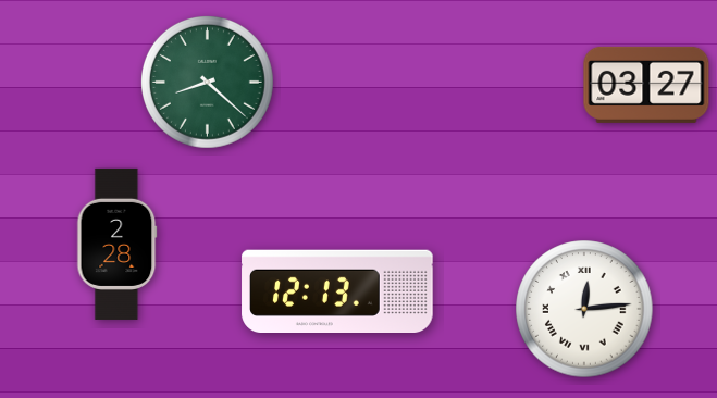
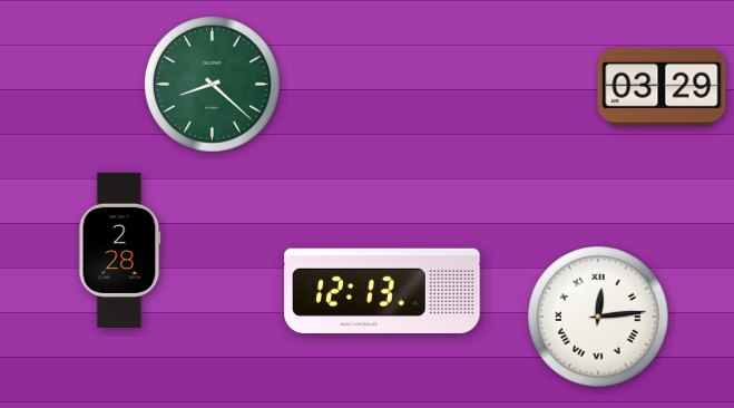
clock at (646, 85): 03:27 -> 03:29
clock at (337, 290) position: (337, 290) -> (382, 290)
